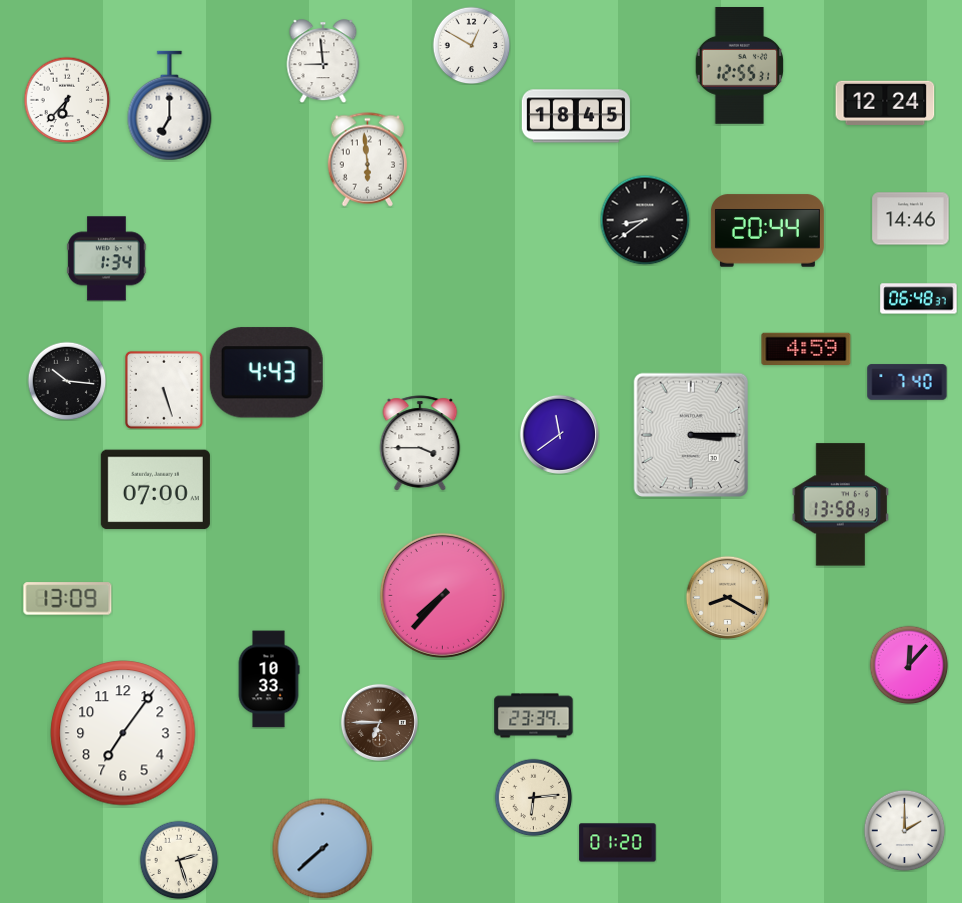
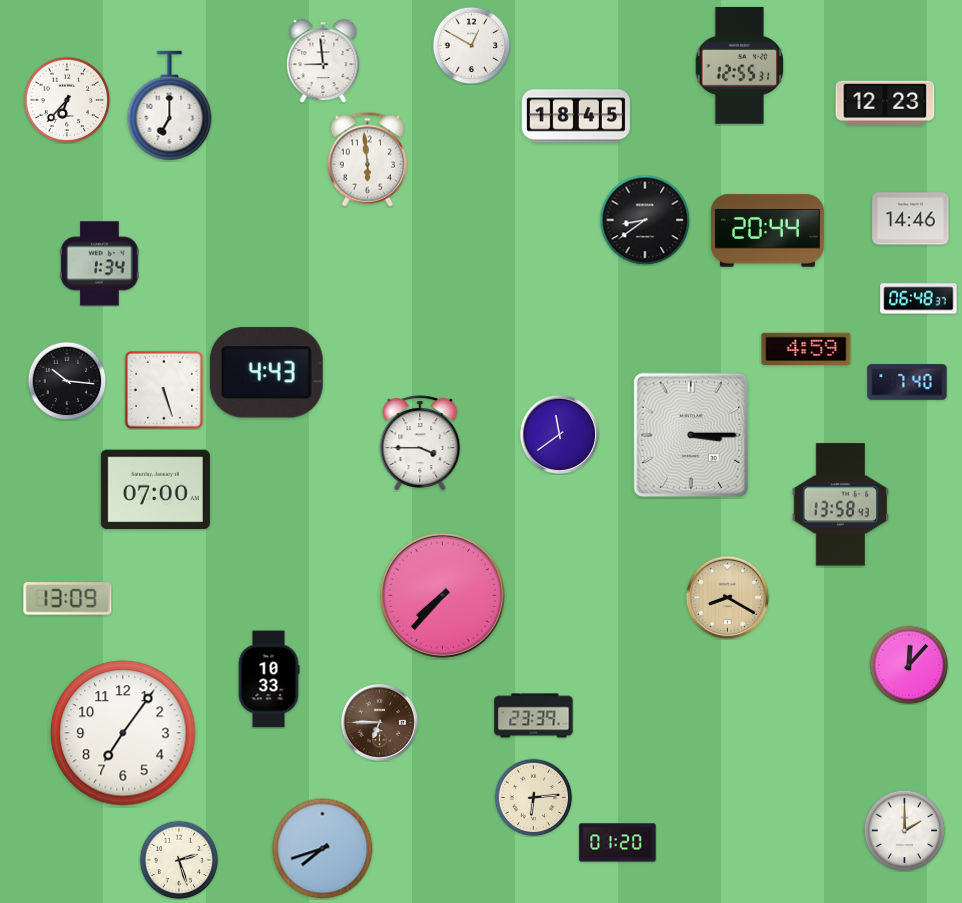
clock at (885, 103): 12:24 -> 12:23
clock at (107, 259) position: (107, 259) -> (100, 264)
clock at (323, 849): 7:38 -> 7:42
